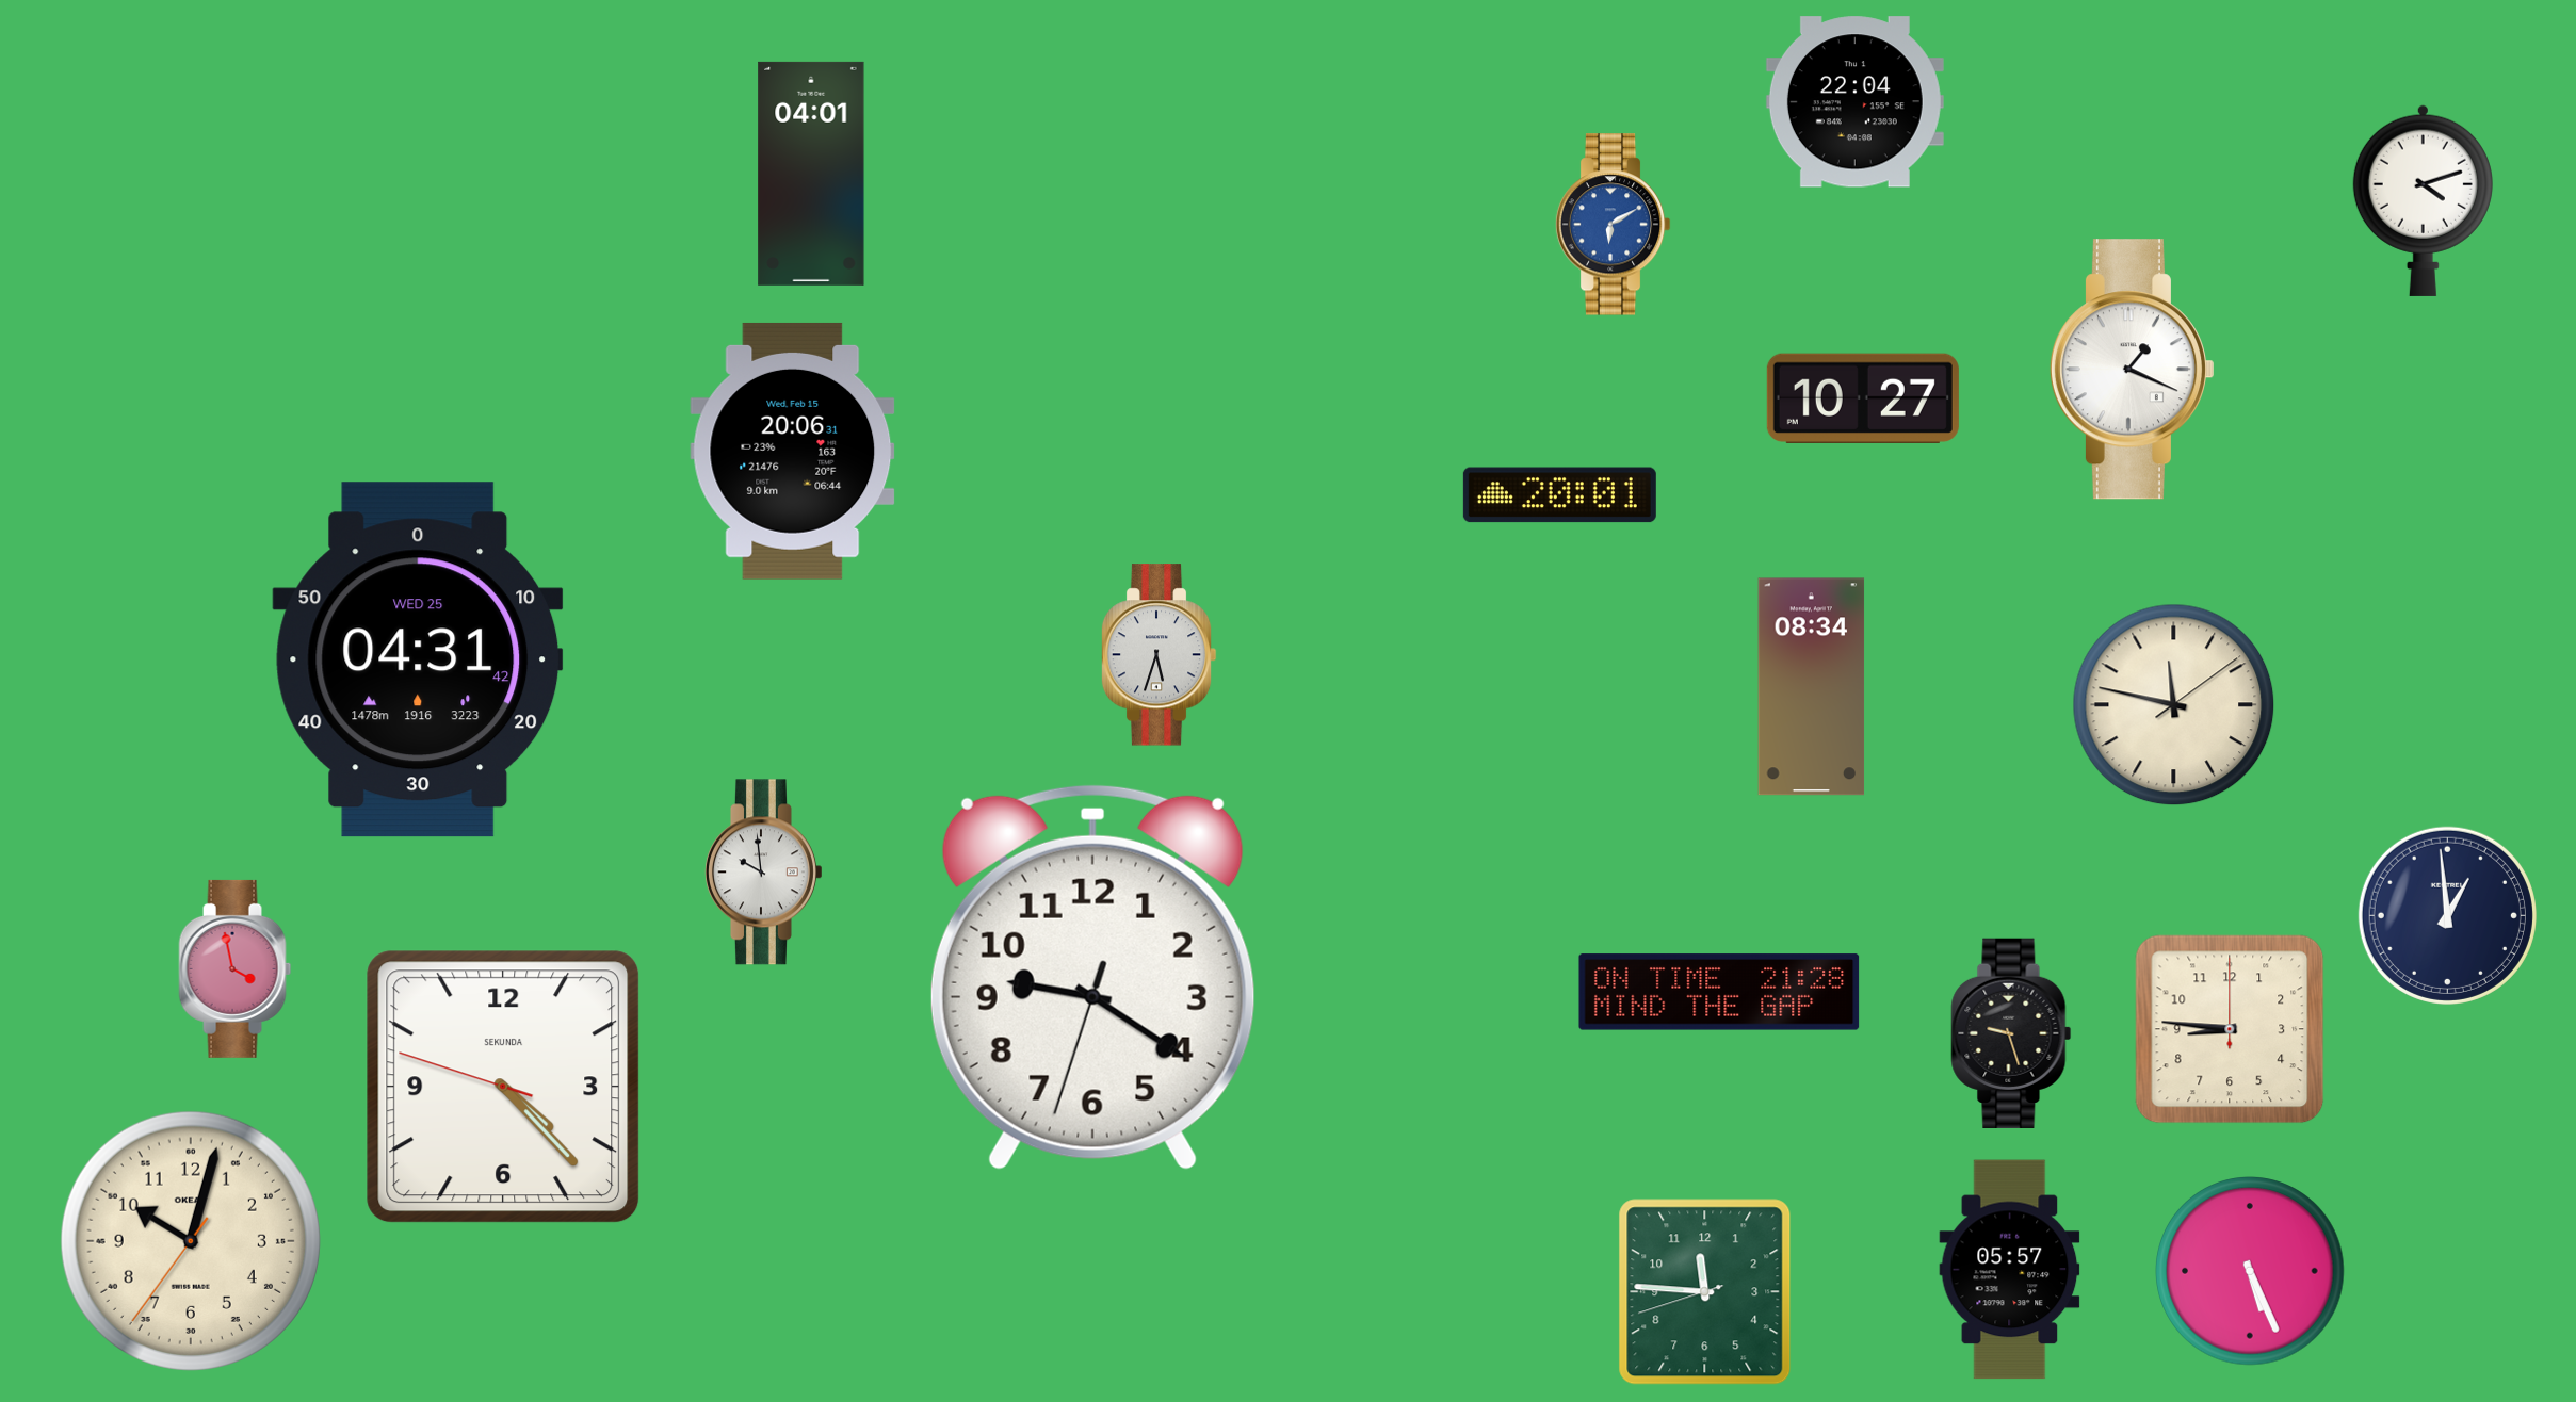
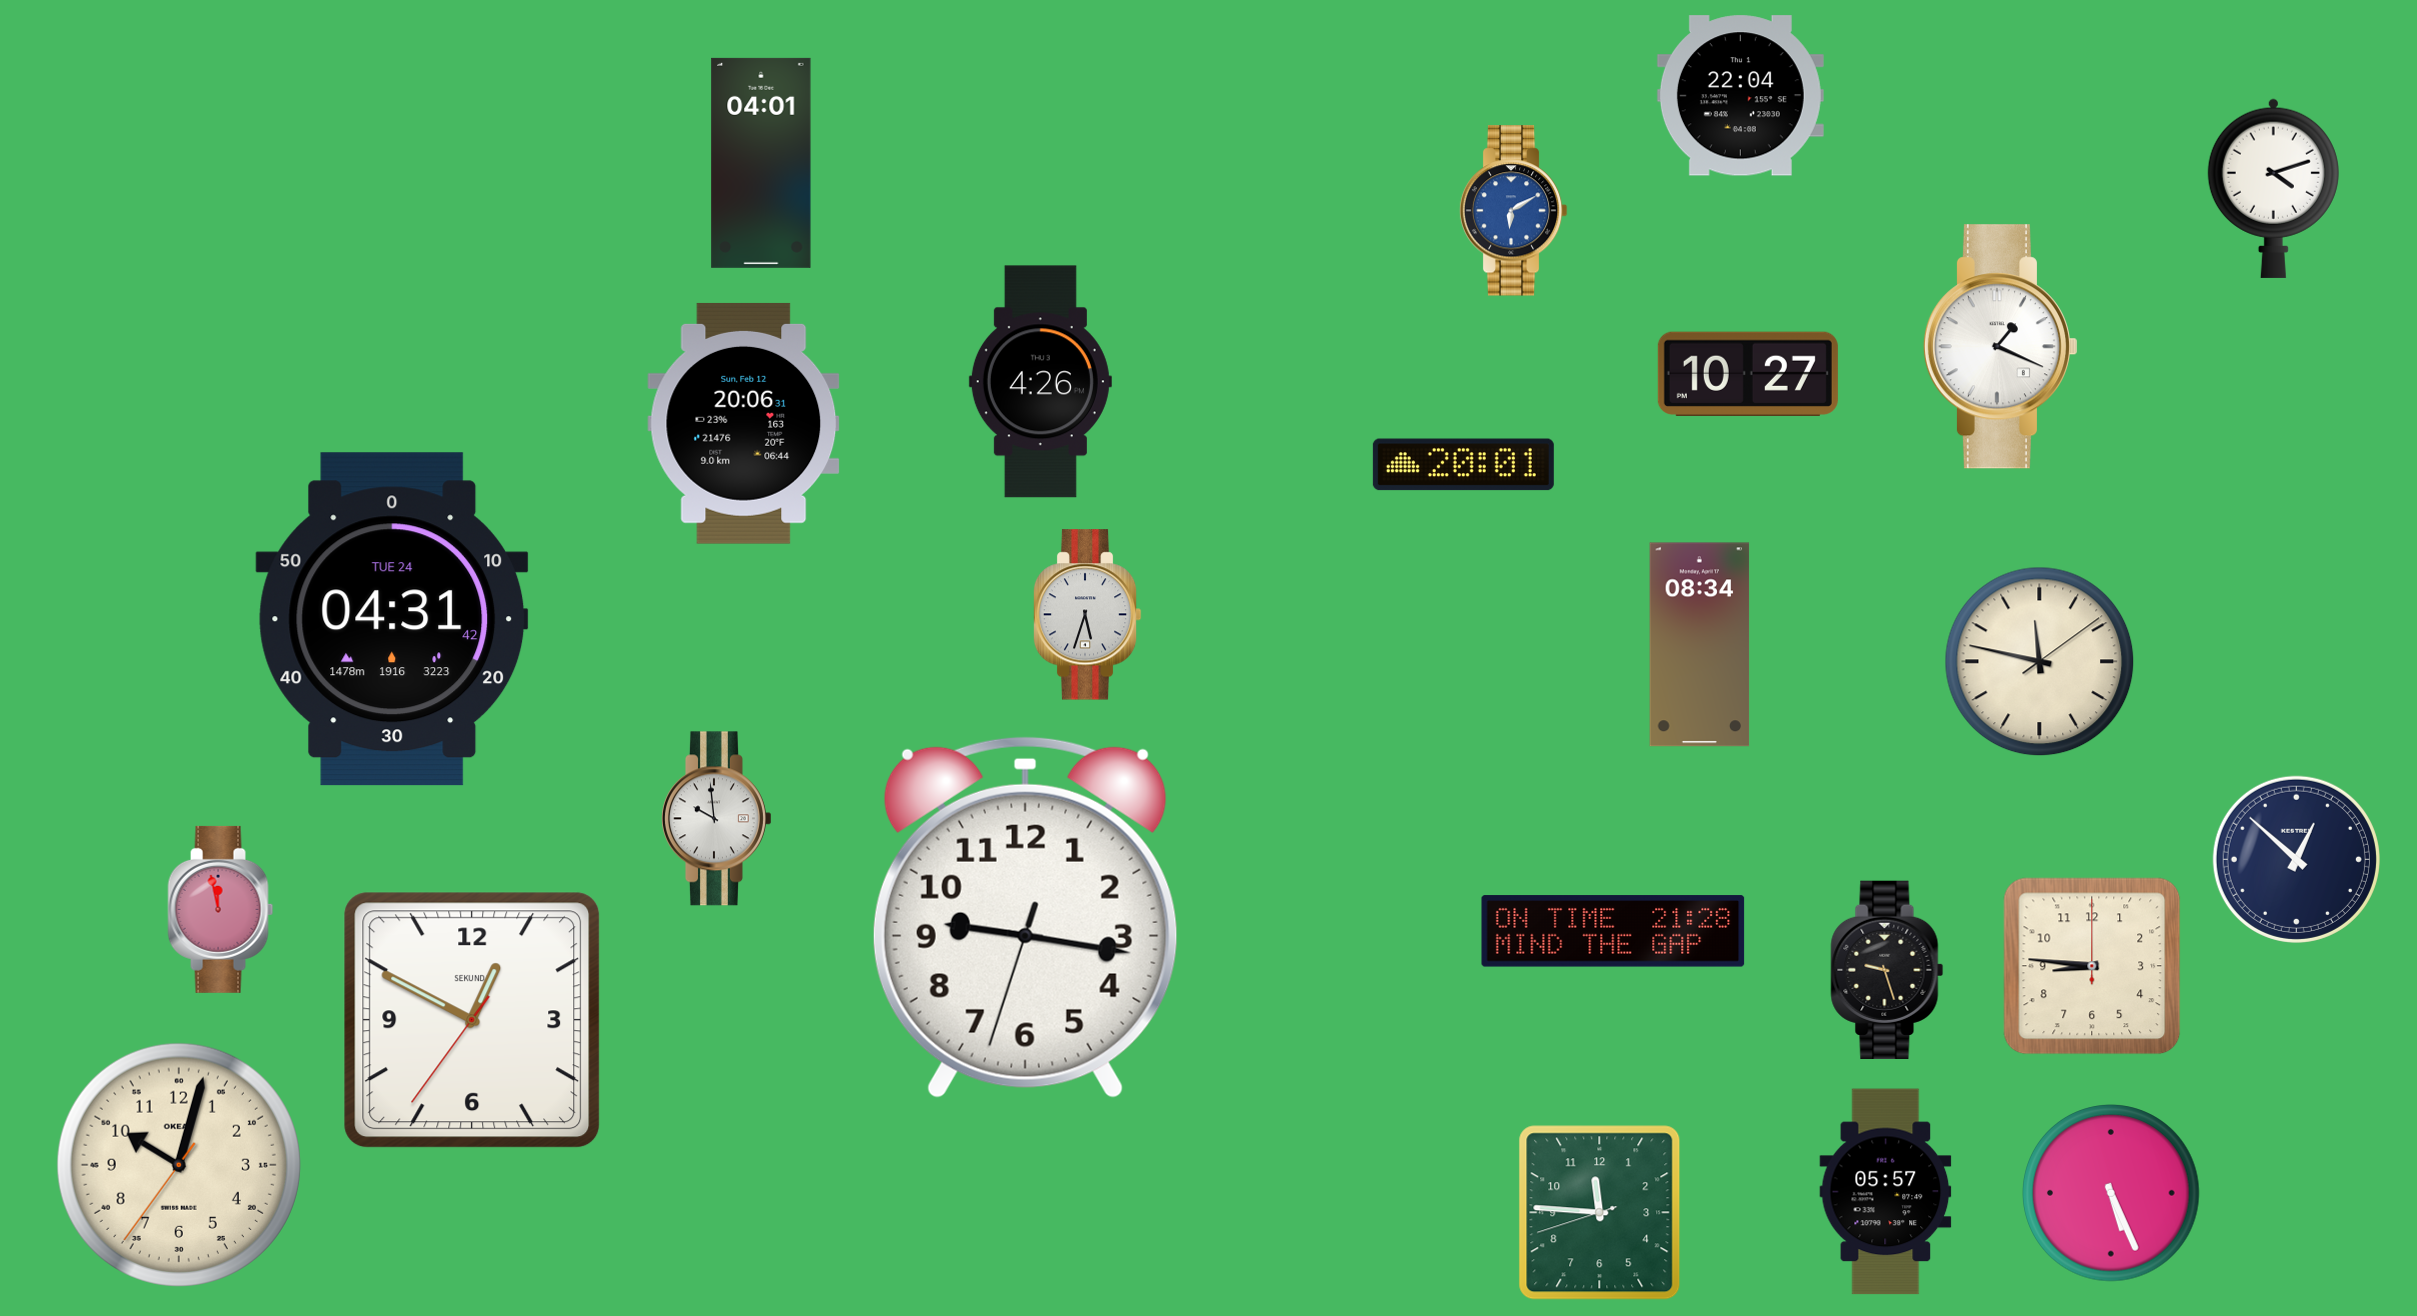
clock at (1040, 382): none -> 4:26
clock at (793, 451) date: Wed, Feb 15 -> Sun, Feb 12
clock at (418, 659) date: WED 25 -> TUE 24
clock at (2447, 915): 12:59 -> 12:52
clock at (236, 968): 3:58 -> 11:58
clock at (1092, 977): 9:20 -> 9:16
clock at (503, 1087): 4:22 -> 12:49
